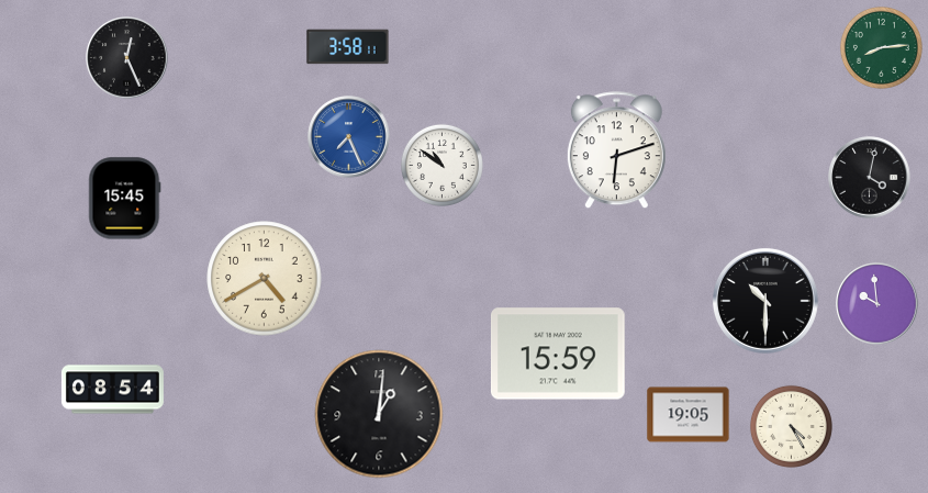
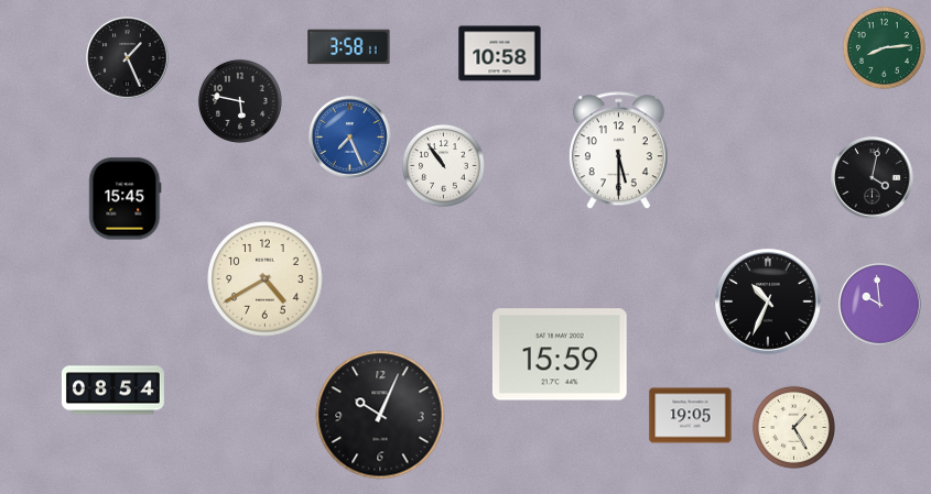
clock at (500, 54): none -> 10:58
clock at (127, 58): 12:26 -> 1:26
clock at (240, 101): none -> 5:47
clock at (616, 150): 6:12 -> 5:30
clock at (441, 165): 10:51 -> 10:54
clock at (765, 301): 10:30 -> 10:34
clock at (379, 414): 1:01 -> 10:04
clock at (791, 426): 4:25 -> 1:25
